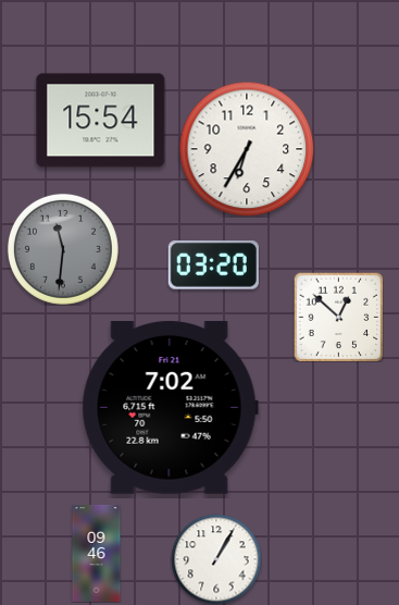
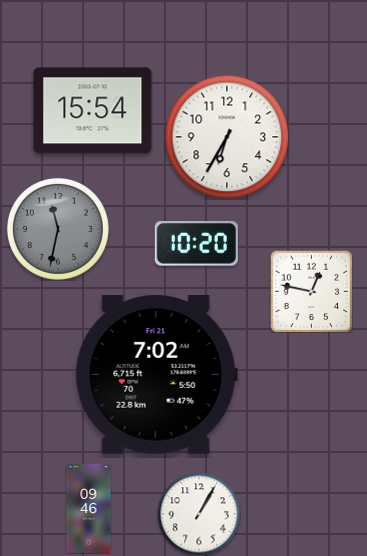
clock at (63, 249): 11:31 -> 11:32
clock at (213, 266): 03:20 -> 10:20
clock at (338, 317): 12:52 -> 12:47
